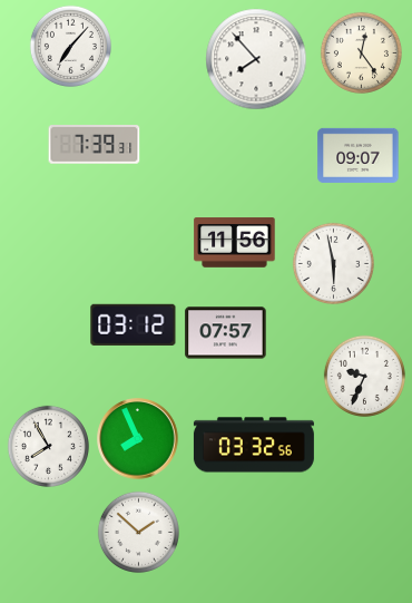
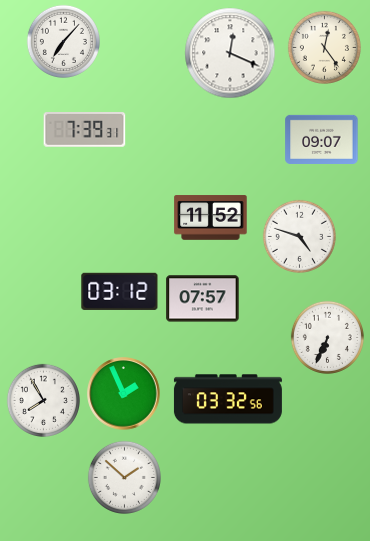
clock at (256, 59): 7:53 -> 12:19
clock at (235, 243): 11:56 -> 11:52
clock at (333, 263): 5:58 -> 4:48
clock at (364, 376): 9:34 -> 6:34
clock at (138, 439): 7:56 -> 1:56
